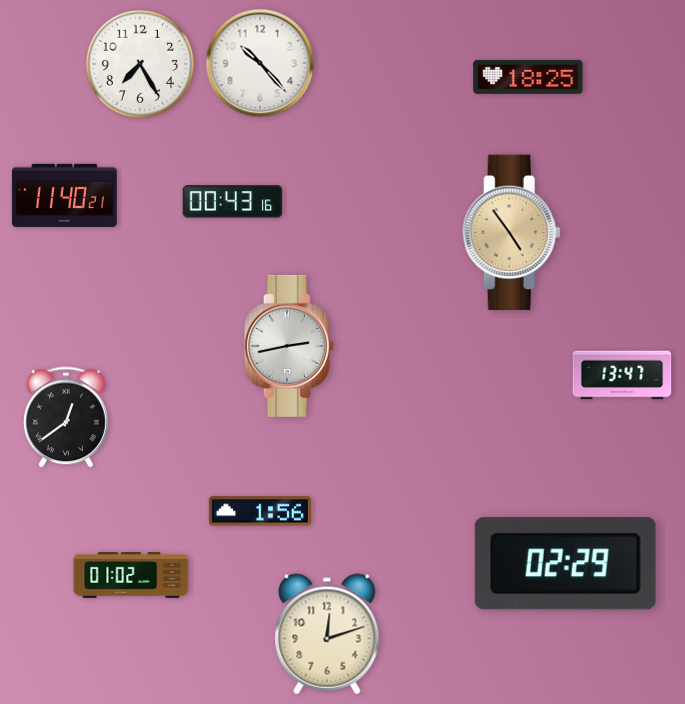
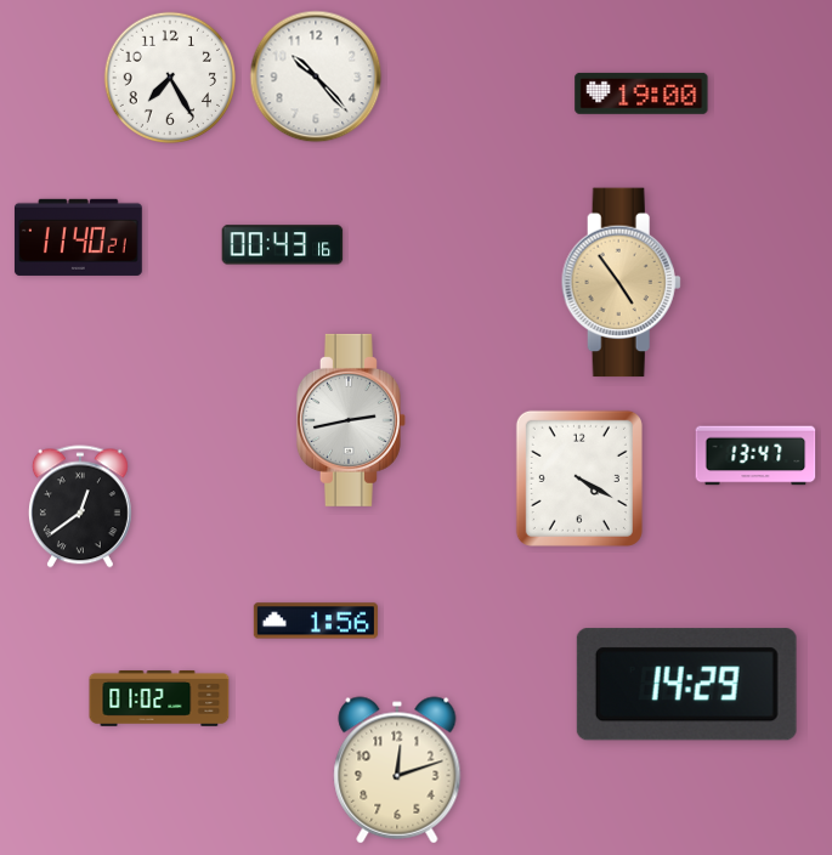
clock at (528, 77): 18:25 -> 19:00
clock at (579, 479): none -> 4:20
clock at (565, 564): 02:29 -> 14:29
